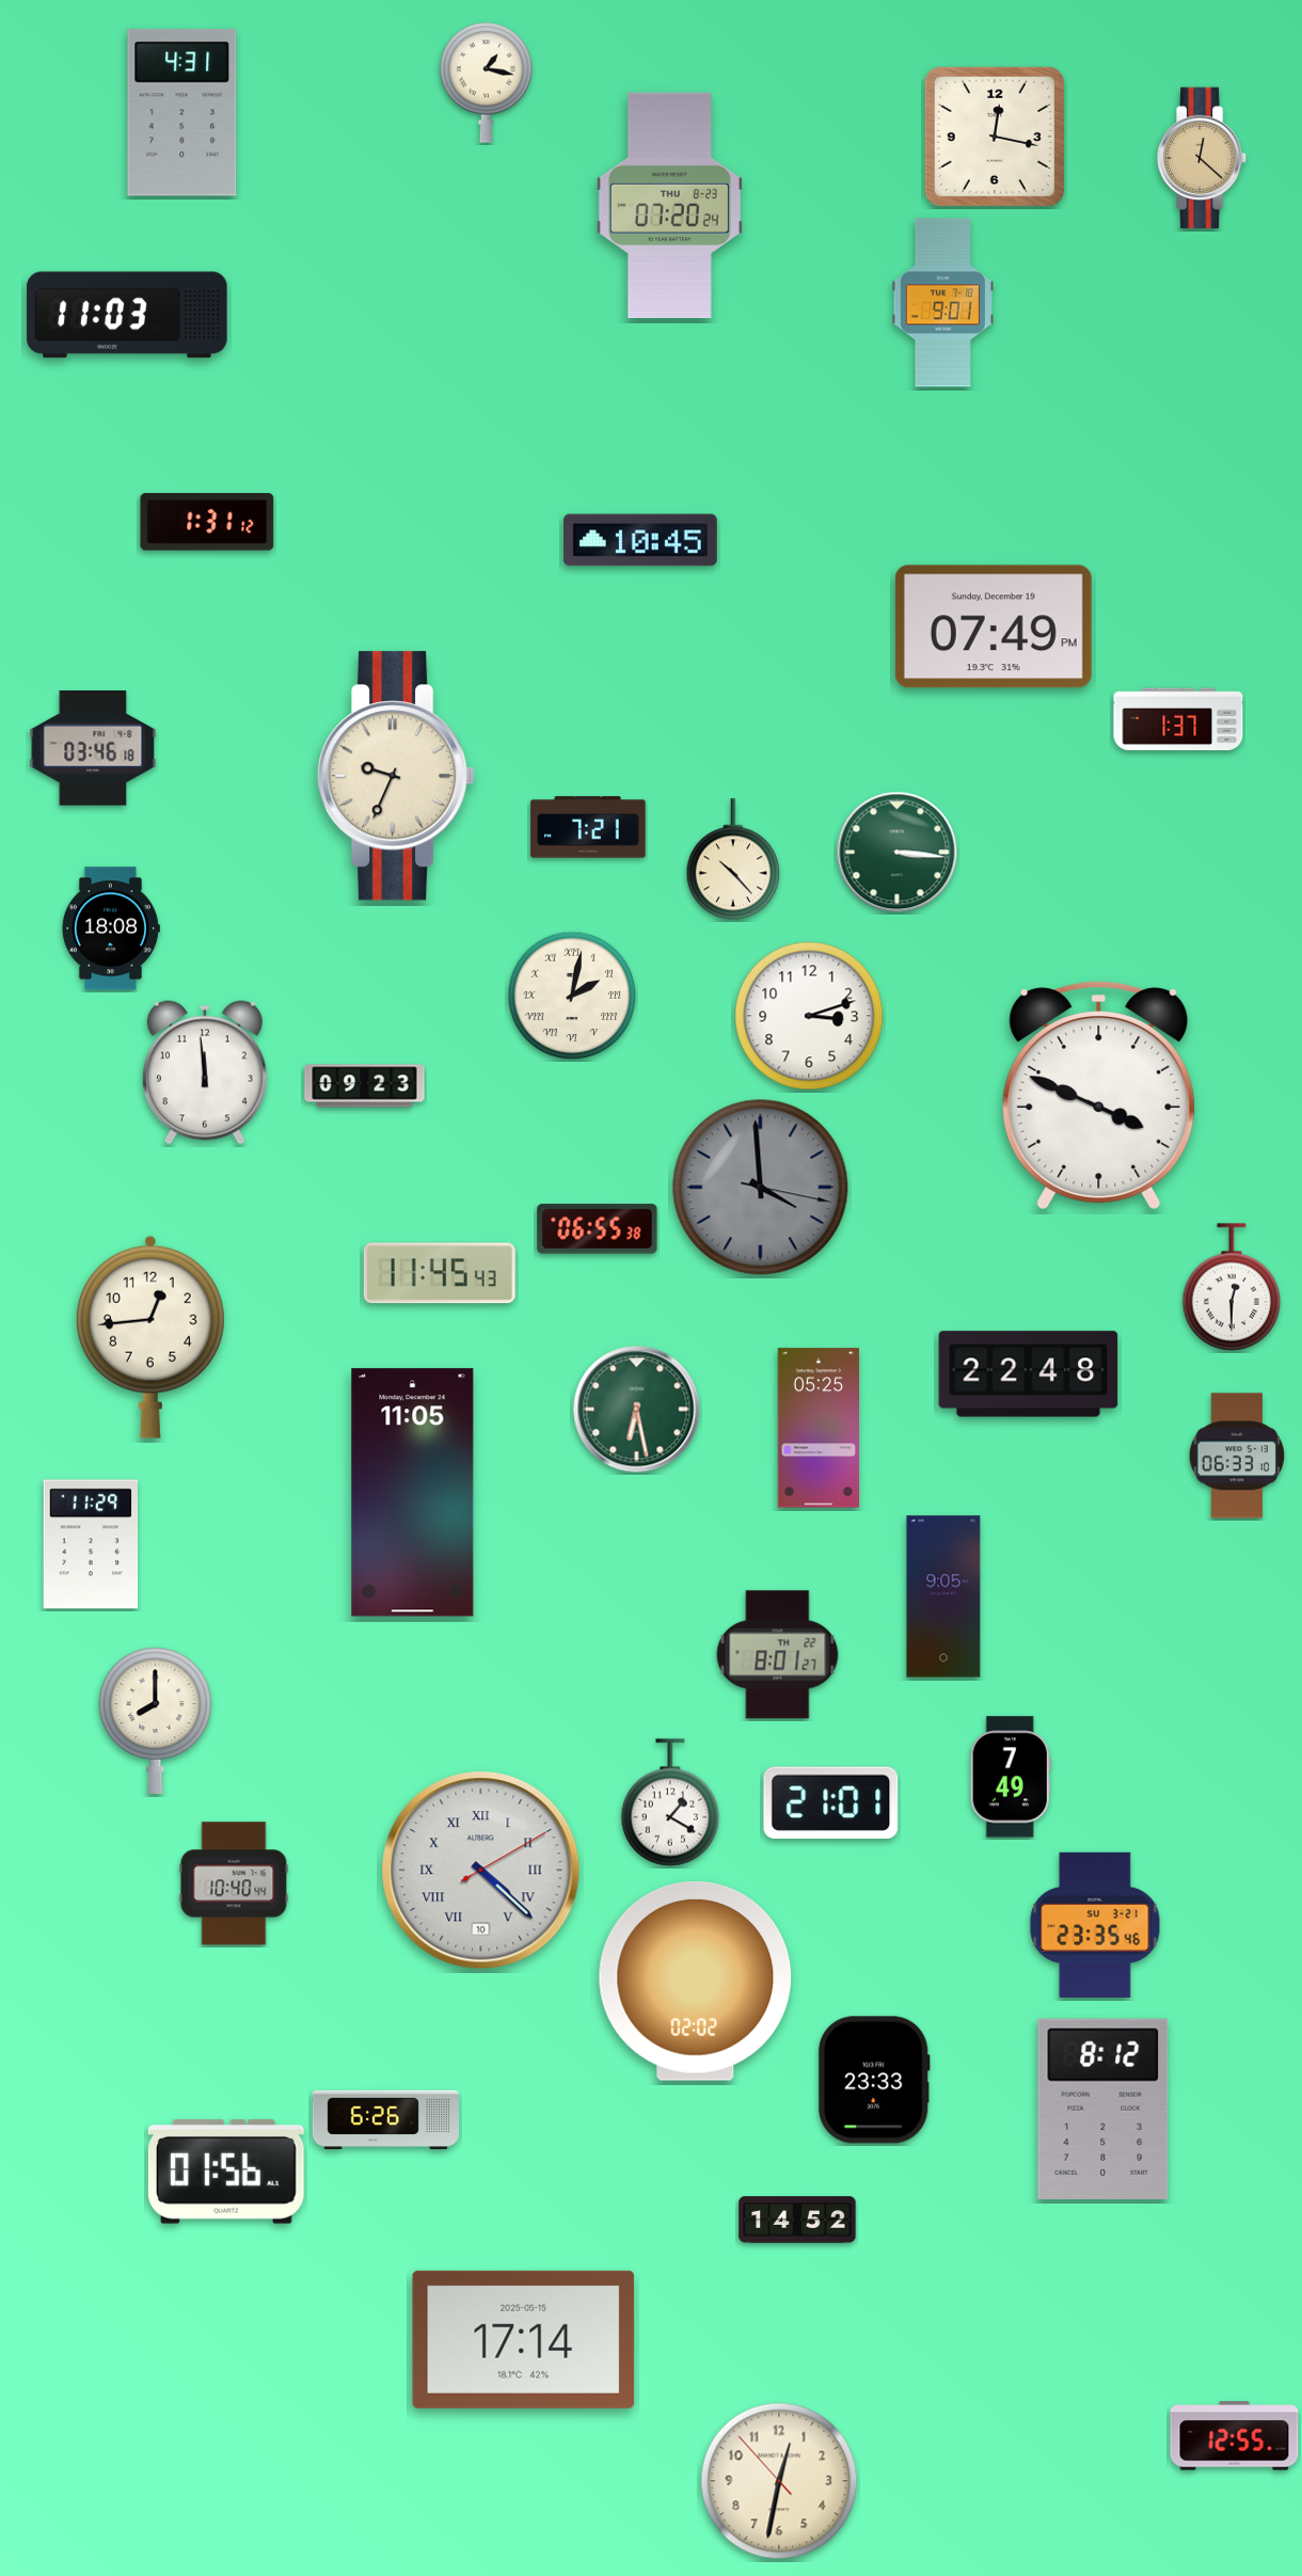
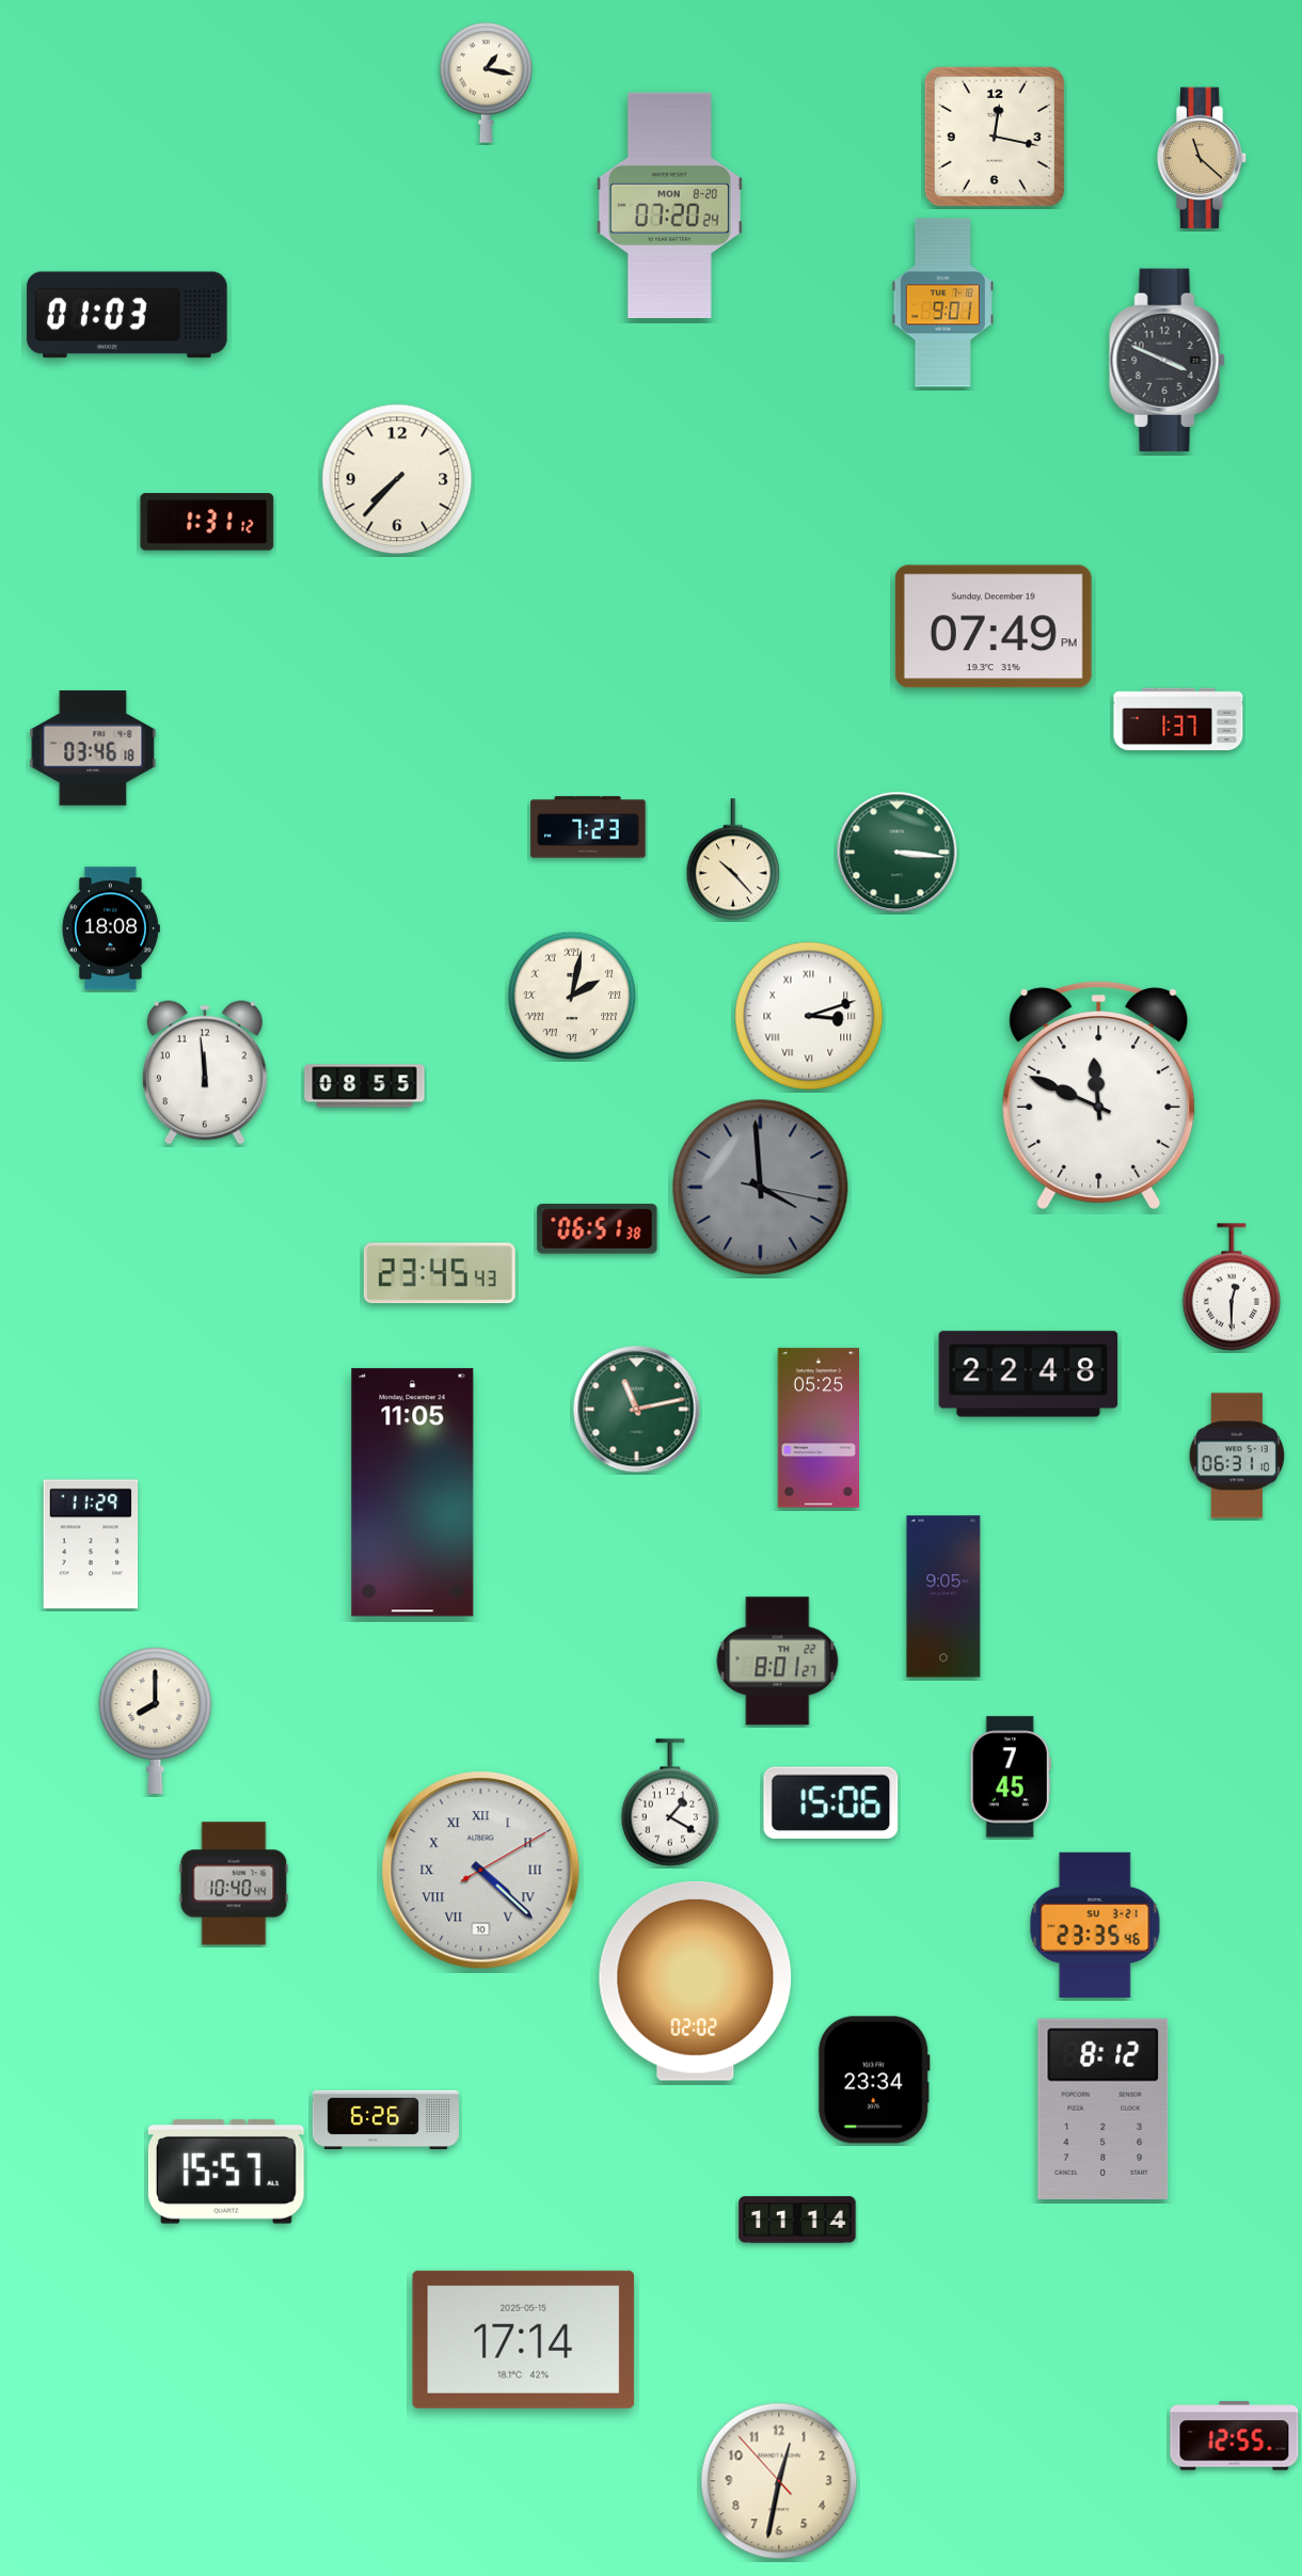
clock at (182, 113): 4:31 -> none
clock at (1202, 158): 12:22 -> 11:22
clock at (669, 206) date: THU 8-23 -> MON 8-20
clock at (127, 315): 11:03 -> 01:03
clock at (1168, 361): none -> 3:49
clock at (397, 479): none -> 7:37
clock at (640, 540): 10:45 -> none
clock at (397, 776): 9:34 -> none
clock at (588, 827): 7:21 -> 7:23
clock at (809, 1016) numerals: Arabic -> Roman
clock at (365, 1086): 09:23 -> 08:55
clock at (1099, 1096): 3:49 -> 11:49
clock at (598, 1229): 06:55 -> 06:51
clock at (440, 1273): 11:45 -> 23:45
clock at (150, 1337): 12:44 -> none
clock at (637, 1410): 6:28 -> 11:13
clock at (1236, 1456): 06:33 -> 06:31
clock at (778, 1655) position: (778, 1655) -> (778, 1661)
clock at (1011, 1777): 7:49 -> 7:45
clock at (831, 1803): 21:01 -> 15:06
clock at (874, 2080): 23:33 -> 23:34
clock at (226, 2172): 01:56 -> 15:57
clock at (797, 2220): 14:52 -> 11:14
